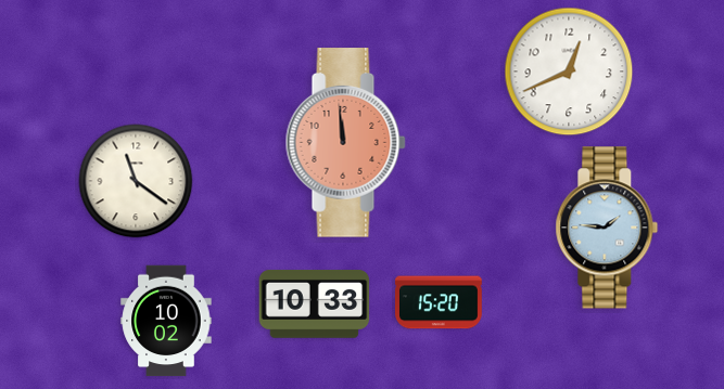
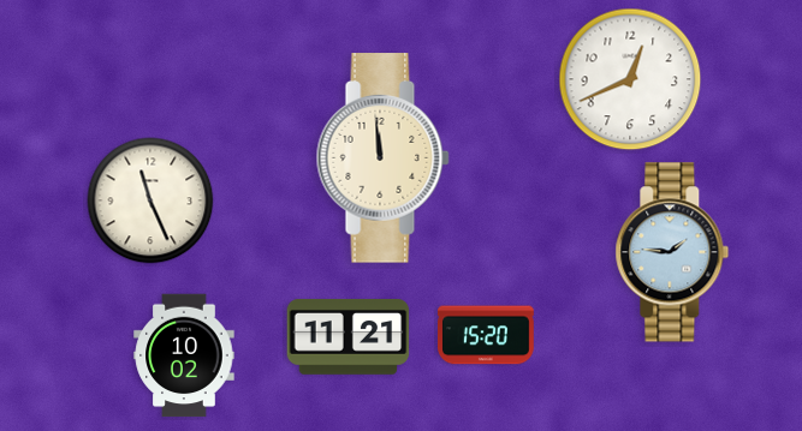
clock at (345, 143) dial: salmon -> cream
clock at (136, 181): 11:21 -> 11:26
clock at (315, 304): 10:33 -> 11:21
